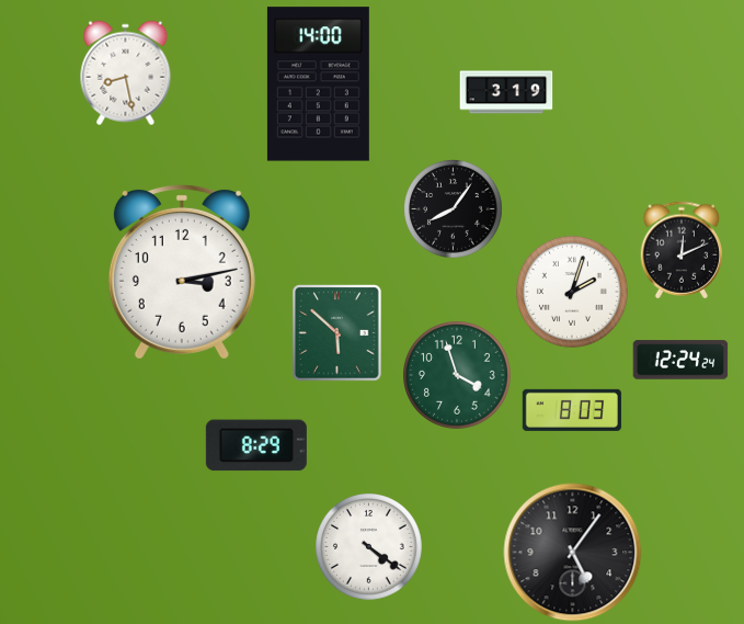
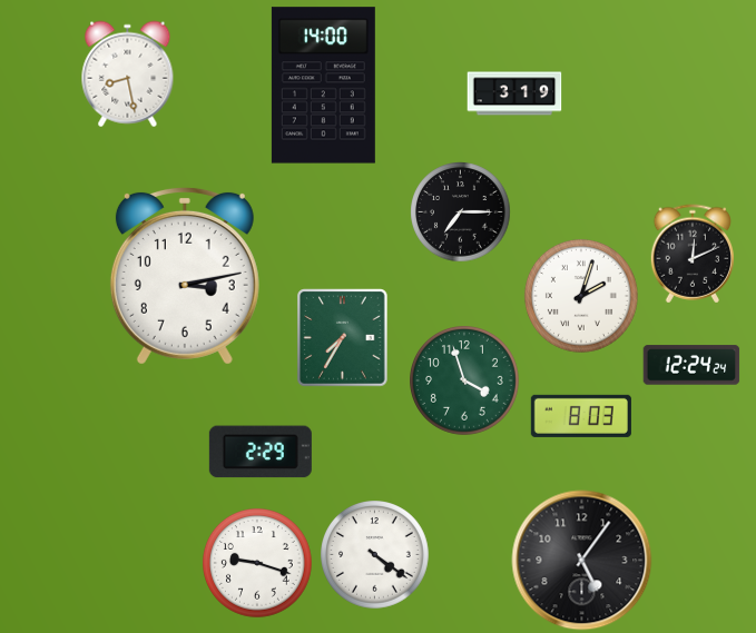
clock at (454, 209): 8:06 -> 7:15
clock at (337, 333): 5:52 -> 7:35
clock at (256, 445): 8:29 -> 2:29
clock at (258, 564): none -> 9:18
